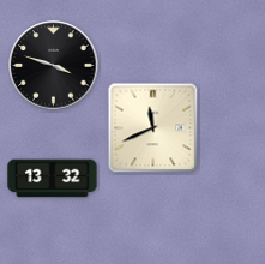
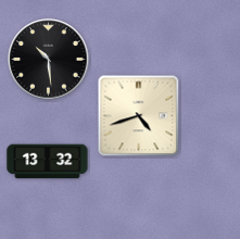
clock at (54, 66): 3:48 -> 10:29
clock at (153, 128): 11:41 -> 4:42
